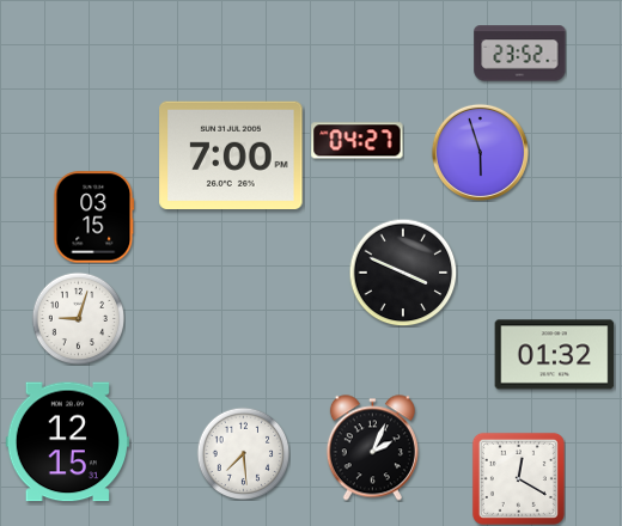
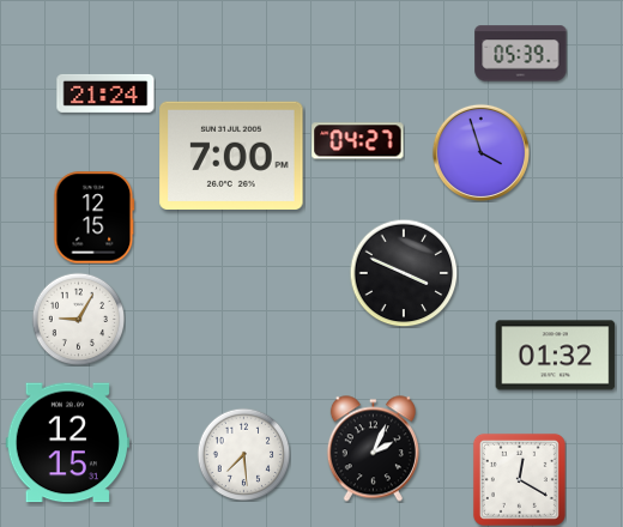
clock at (520, 54): 23:52 -> 05:39
clock at (105, 93): none -> 21:24
clock at (480, 152): 5:57 -> 3:57
clock at (94, 218): 03:15 -> 12:15
clock at (78, 318): 9:03 -> 9:05
